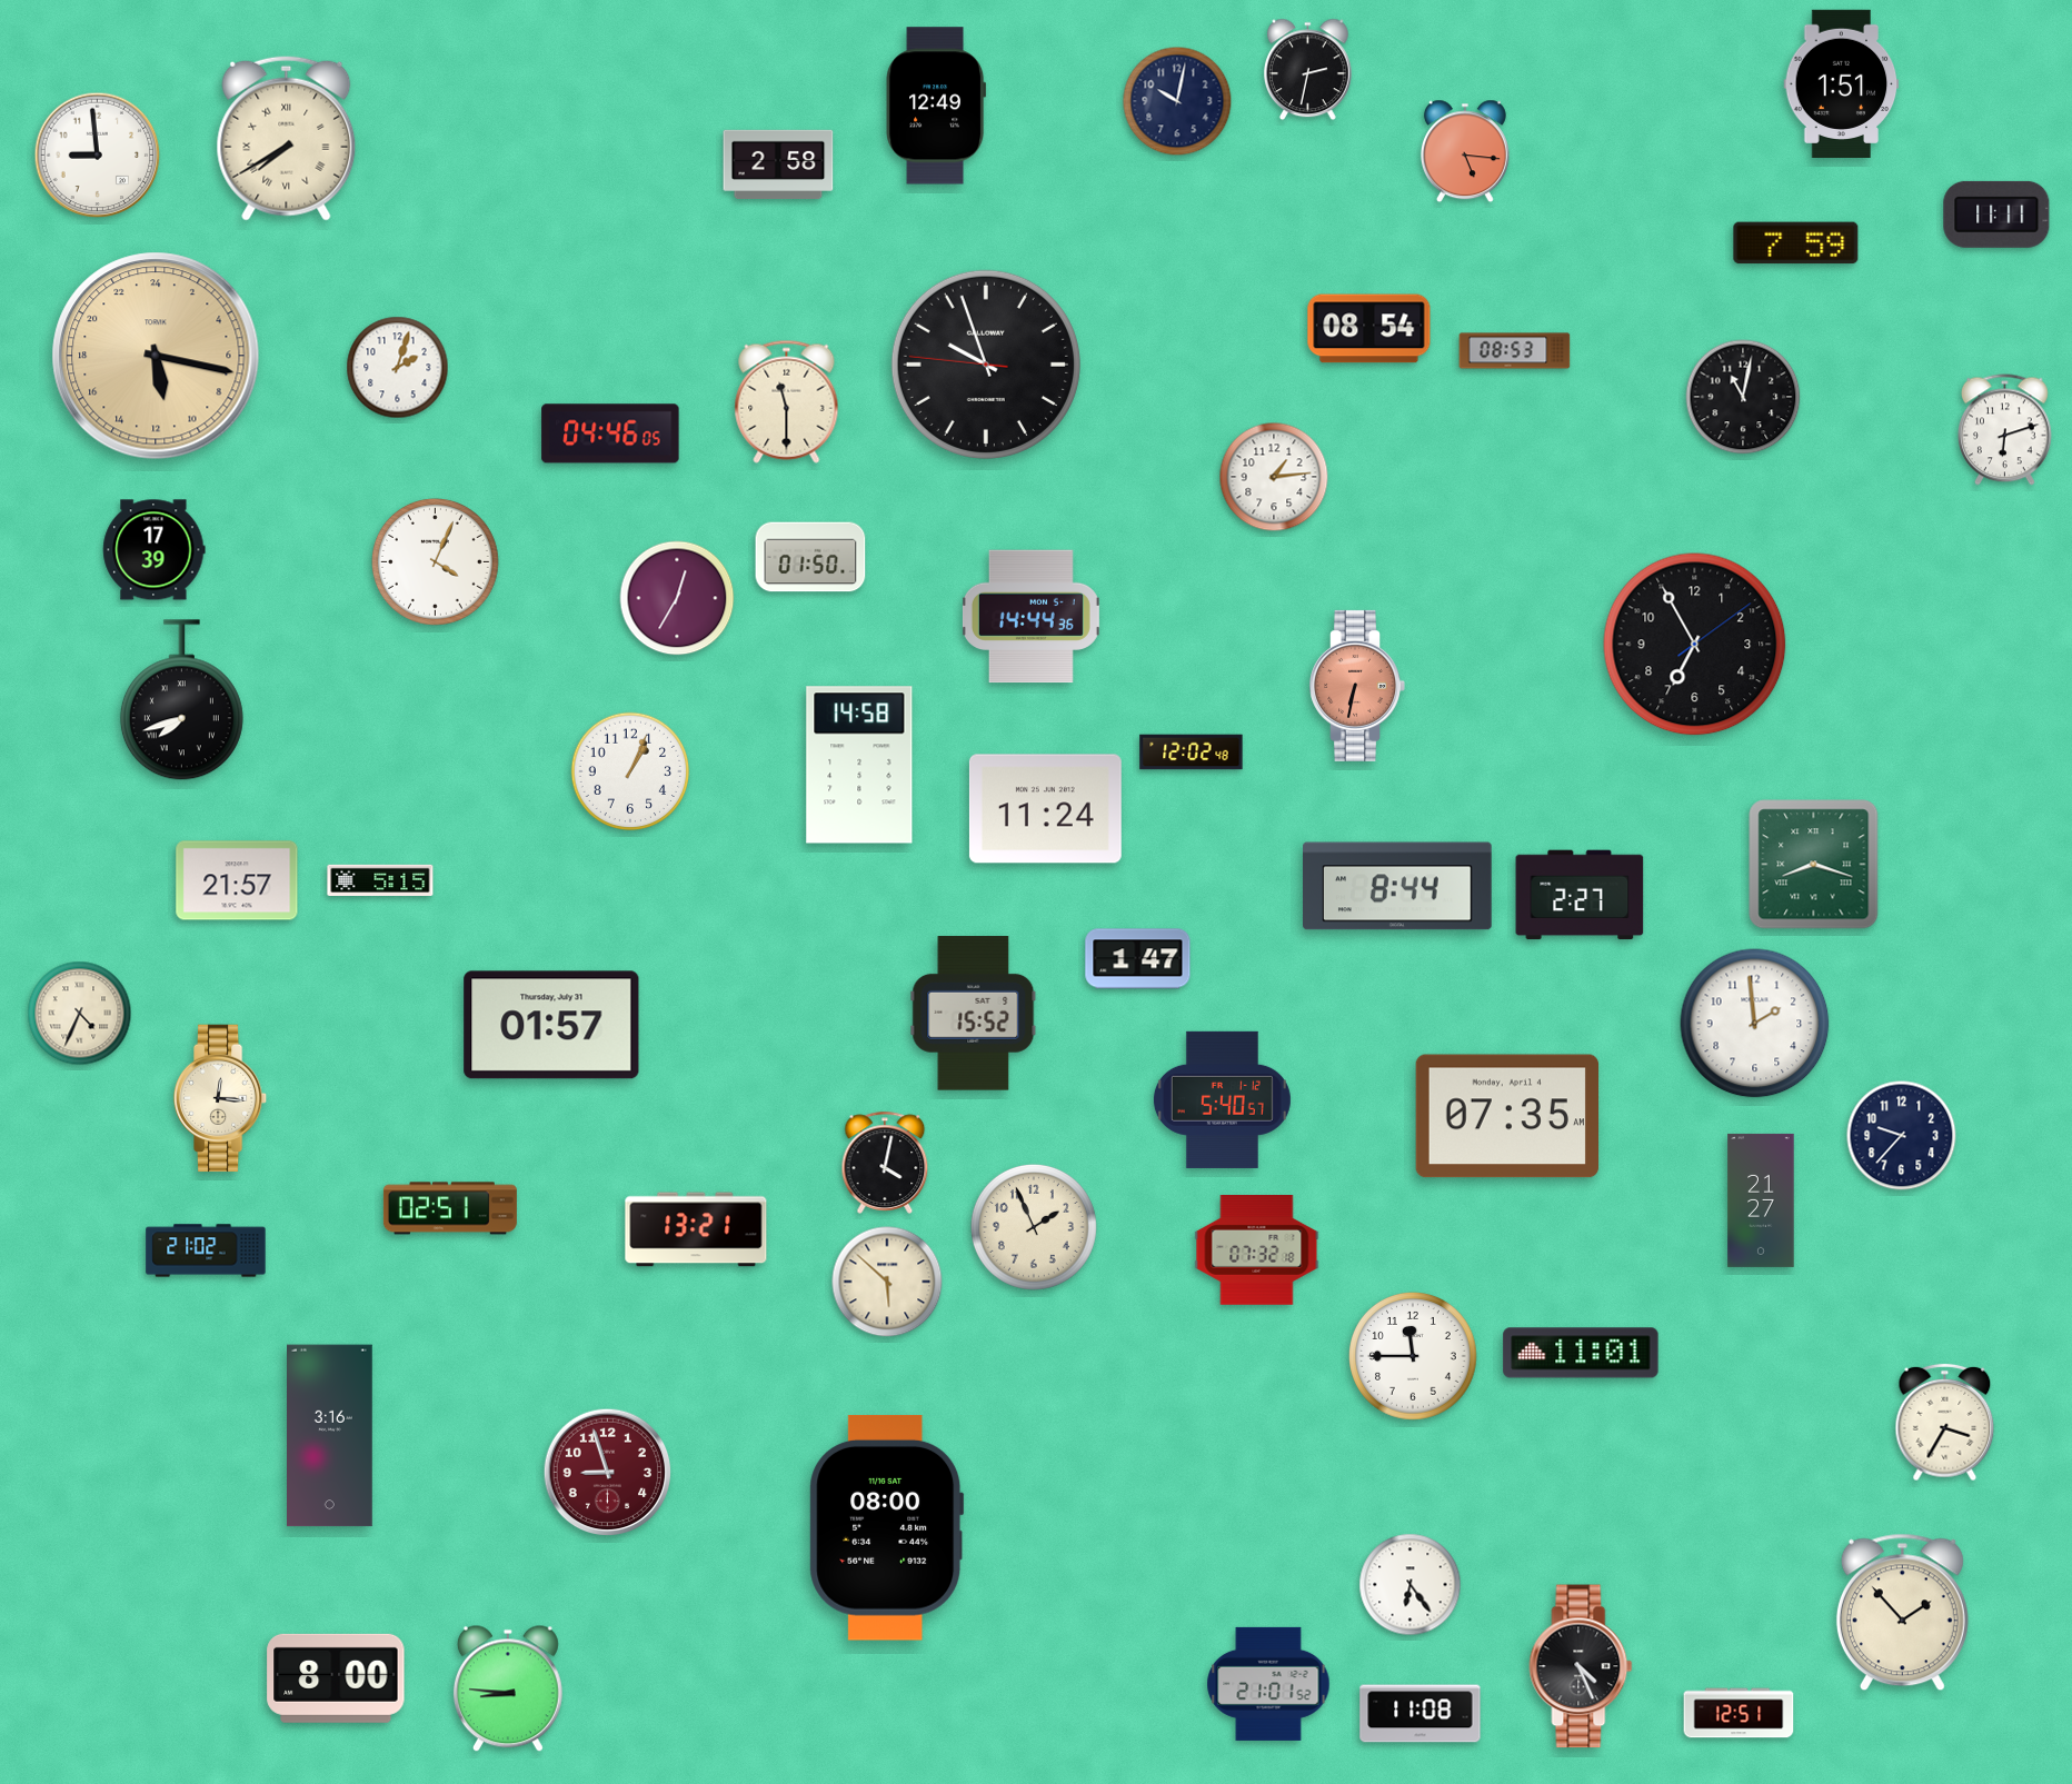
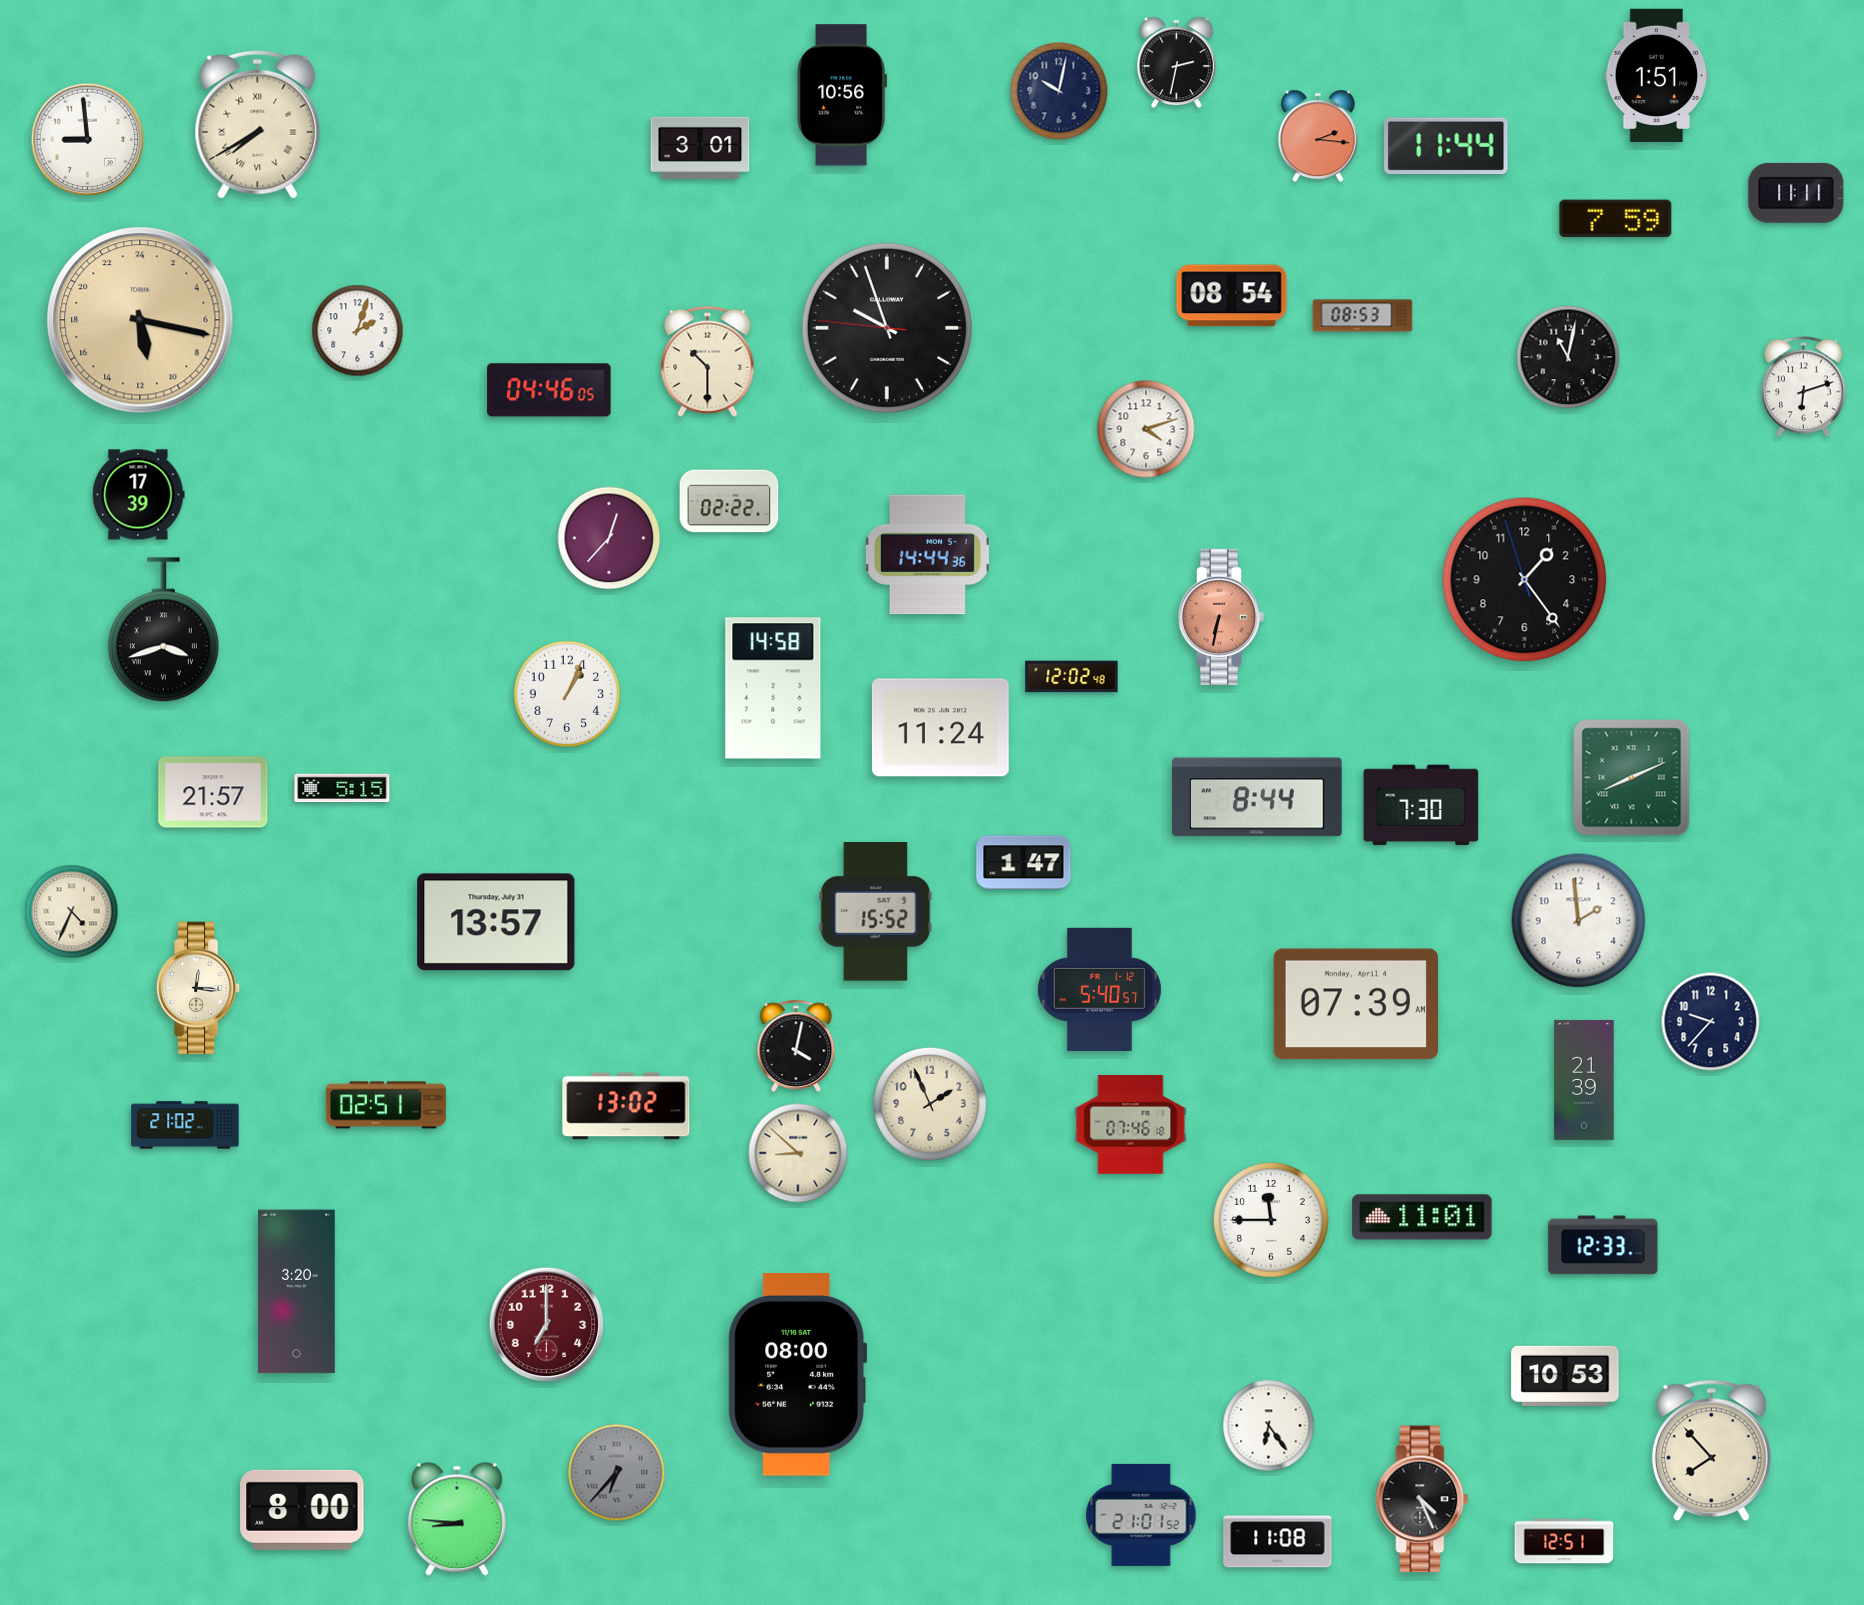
clock at (936, 106): 12:49 -> 10:56
clock at (1465, 151): 5:16 -> 2:16
clock at (1446, 146): none -> 11:44
clock at (778, 163): 2:58 -> 3:01
clock at (787, 401): 11:30 -> 10:30
clock at (1274, 477): 1:14 -> 4:12
clock at (810, 557): 01:50 -> 02:22
clock at (435, 561): 4:04 -> none
clock at (677, 598): 12:35 -> 12:37
clock at (1695, 645): 6:55 -> 1:23
clock at (181, 700): 7:42 -> 3:42
clock at (1814, 865): 8:18 -> 8:11
clock at (380, 880) position: (380, 880) -> (342, 788)
clock at (1580, 895): 2:27 -> 7:30
clock at (551, 1025): 01:57 -> 13:57
clock at (1506, 1116): 07:35 -> 07:39
clock at (1761, 1200): 21:27 -> 21:39
clock at (450, 1208) position: (450, 1208) -> (386, 1105)
clock at (696, 1229): 13:21 -> 13:02
clock at (1257, 1250): 07:32 -> 07:46
clock at (887, 1282): 5:52 -> 8:52
clock at (1603, 1245): none -> 12:33
clock at (1945, 1423): 3:35 -> none
clock at (330, 1436): 3:16 -> 3:20
clock at (608, 1473): 8:57 -> 7:00
clock at (1565, 1376): none -> 10:53
clock at (1902, 1613): 1:53 -> 7:53
clock at (617, 1473): none -> 6:37
